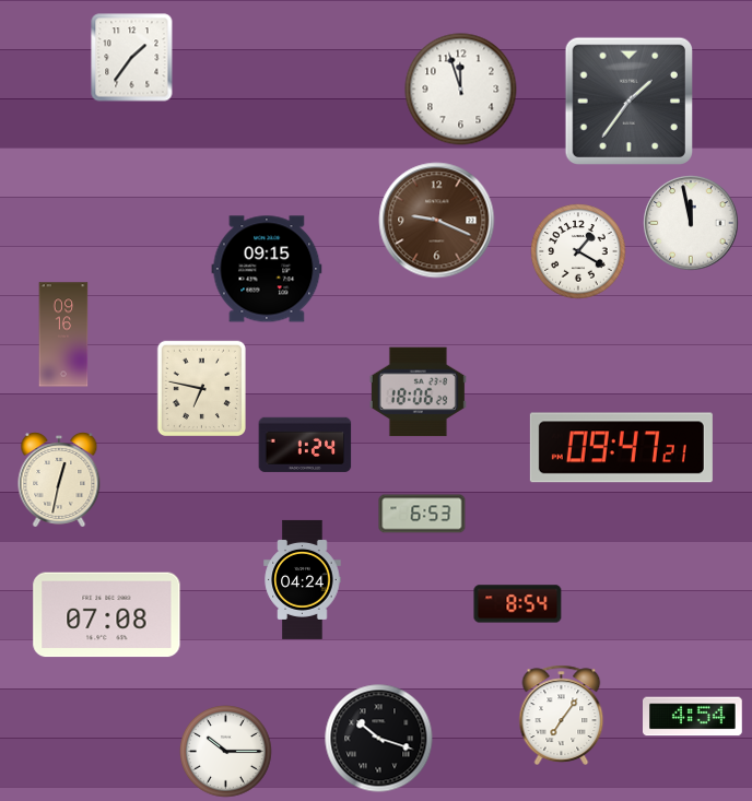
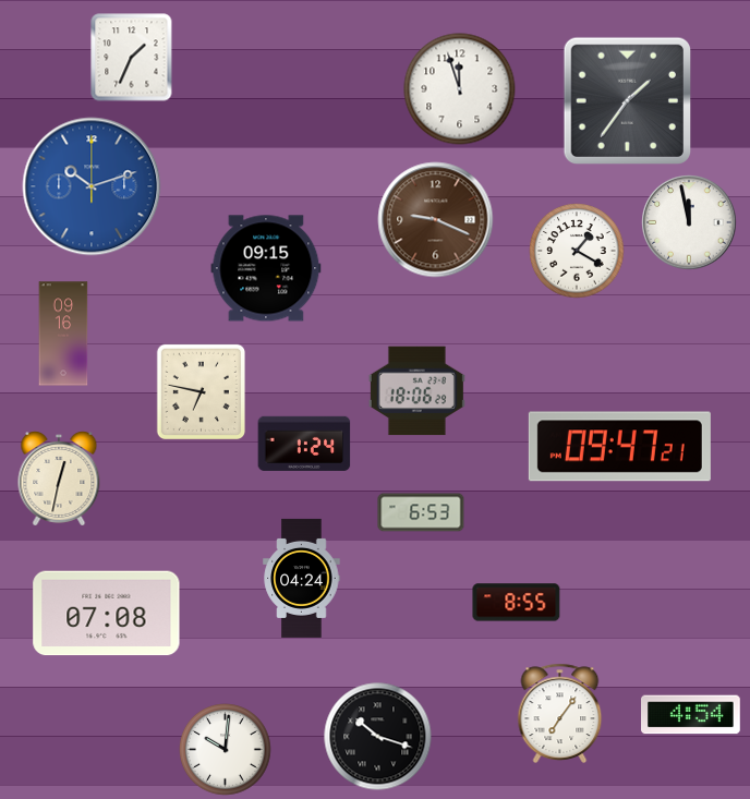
clock at (132, 58): 1:36 -> 1:34
clock at (92, 186): none -> 10:12
clock at (201, 388) position: (201, 388) -> (201, 391)
clock at (518, 604): 8:54 -> 8:55
clock at (226, 752): 10:15 -> 10:01
